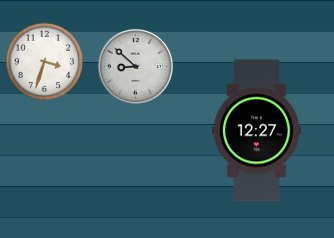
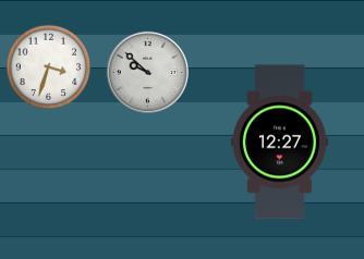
clock at (135, 66): 8:52 -> 9:52
